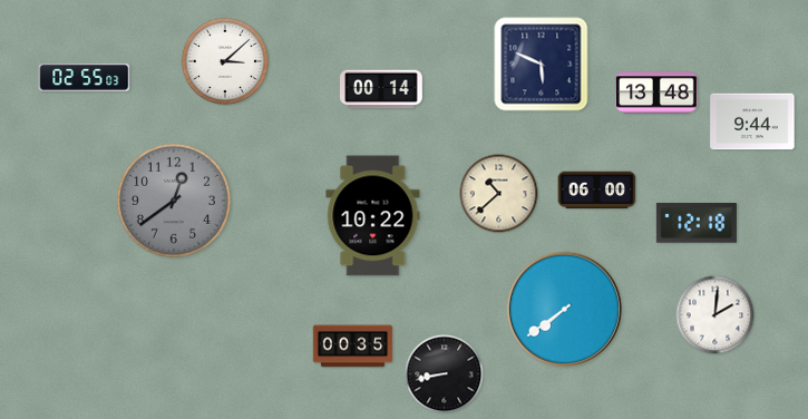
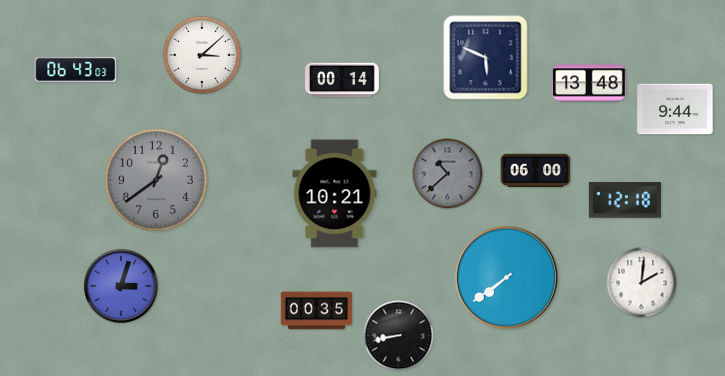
clock at (85, 77): 02:55 -> 06:43
clock at (499, 194) dial: cream -> grey
clock at (373, 216): 10:22 -> 10:21
clock at (121, 286): none -> 3:03
